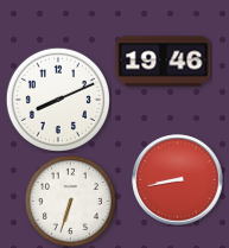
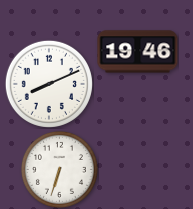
clock at (178, 180): 8:43 -> none
